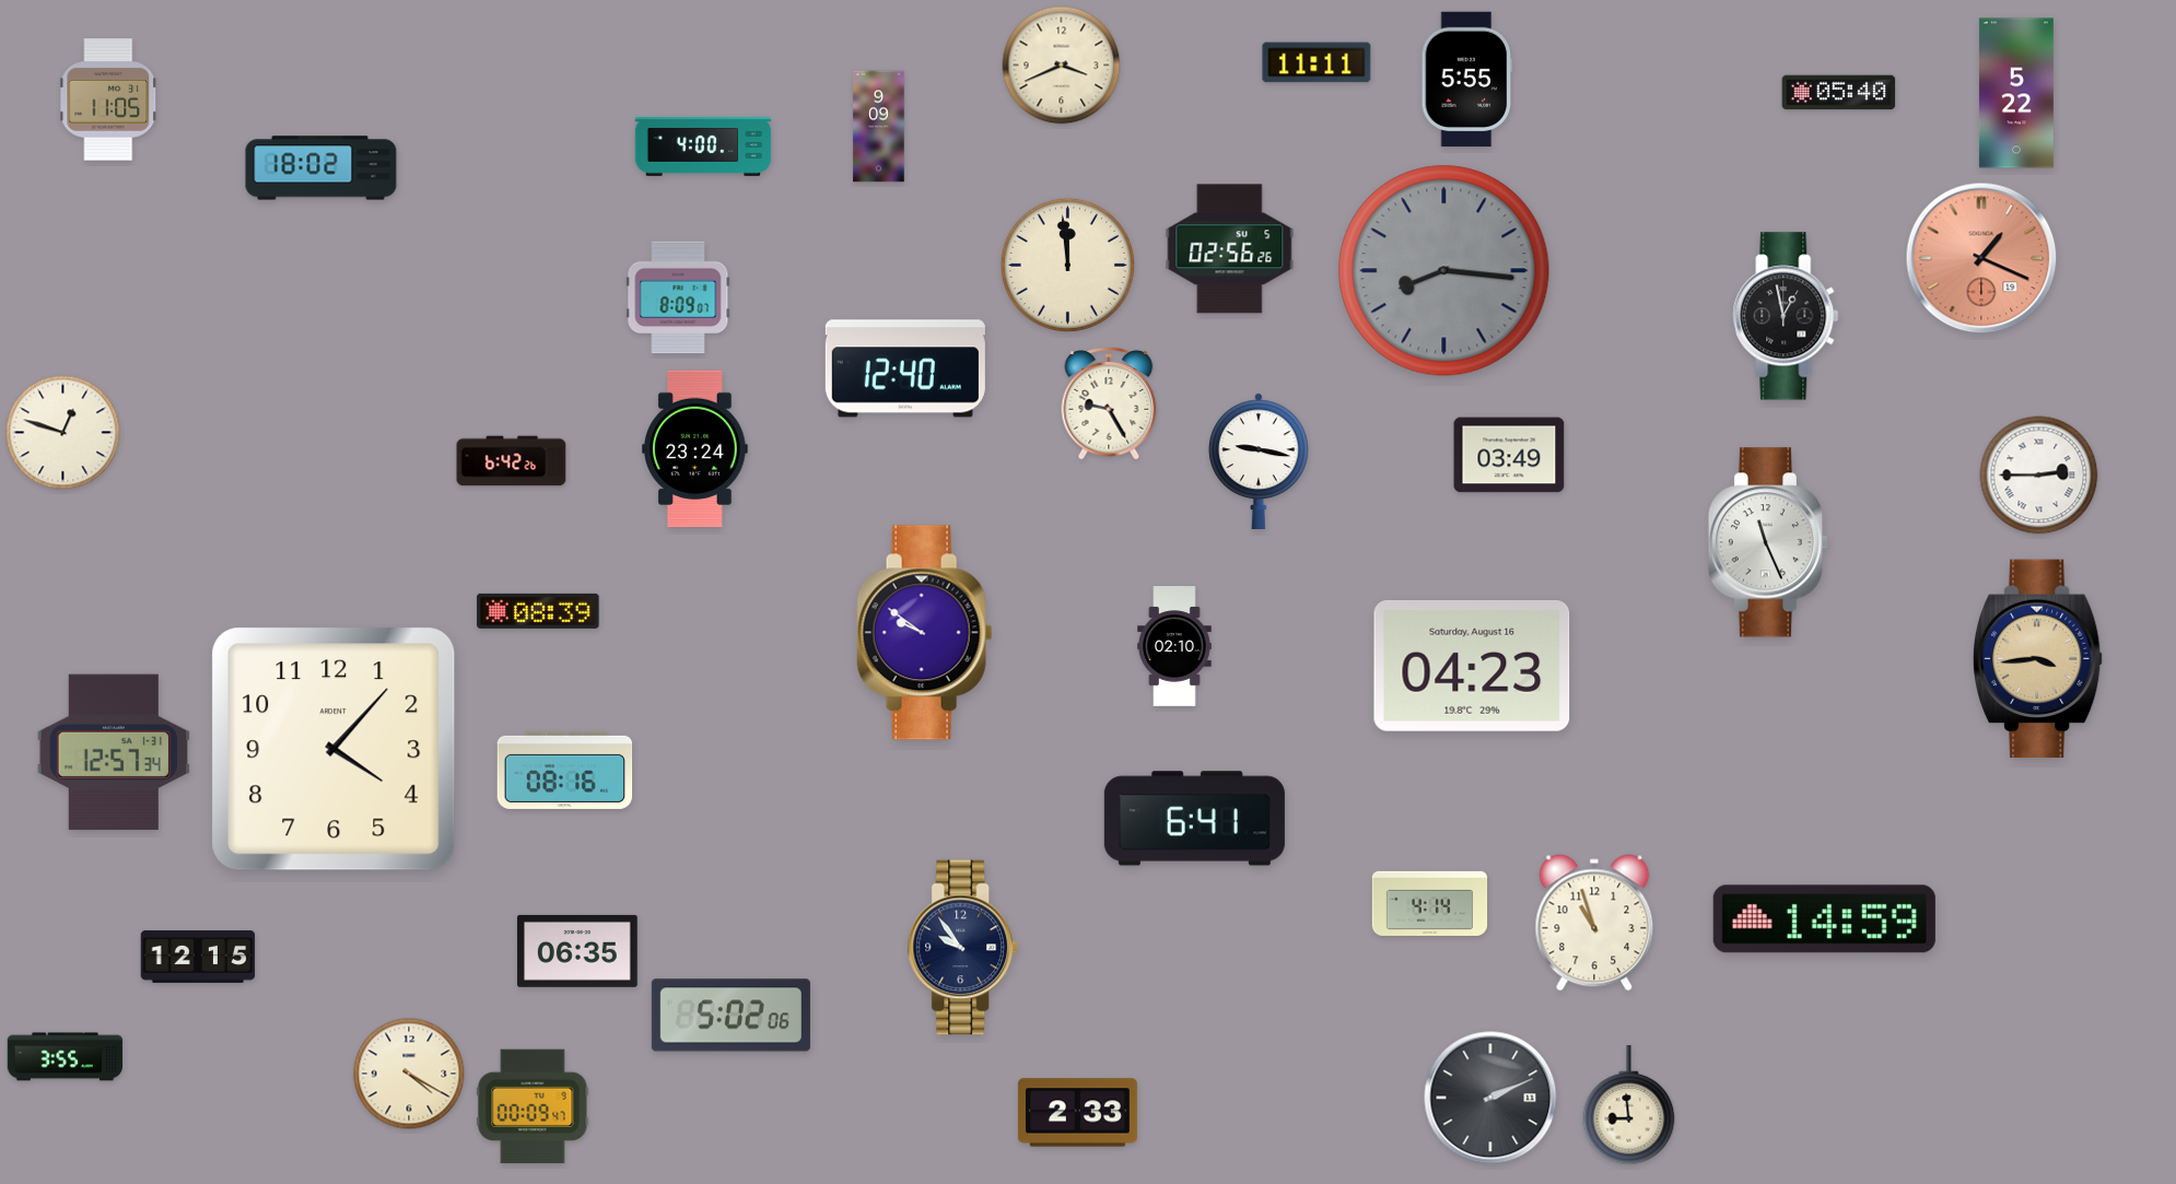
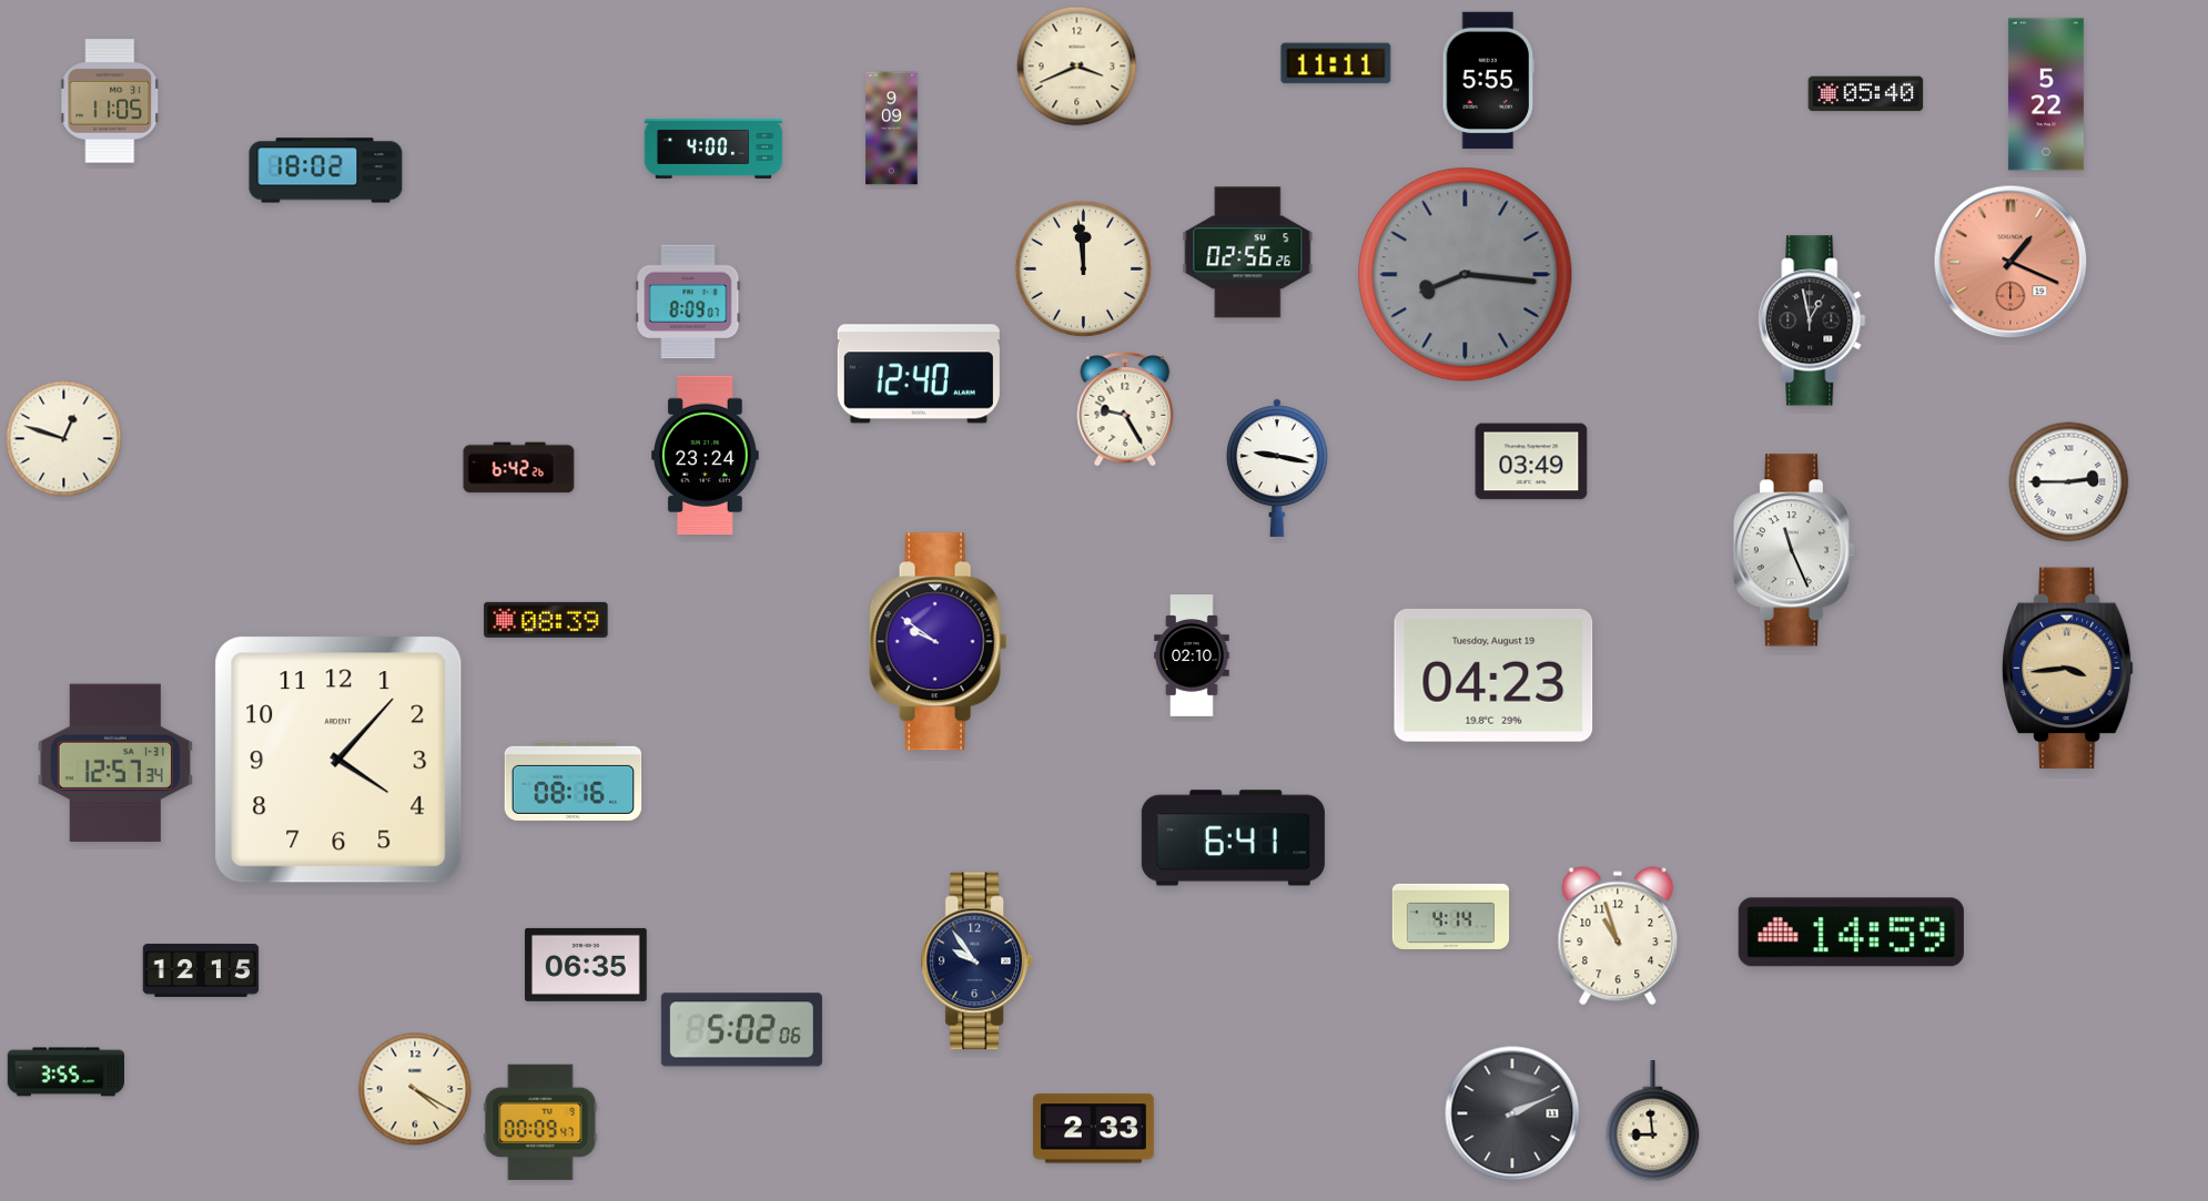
clock at (1472, 666) date: Saturday, August 16 -> Tuesday, August 19
clock at (1194, 819) position: (1194, 819) -> (1233, 838)
